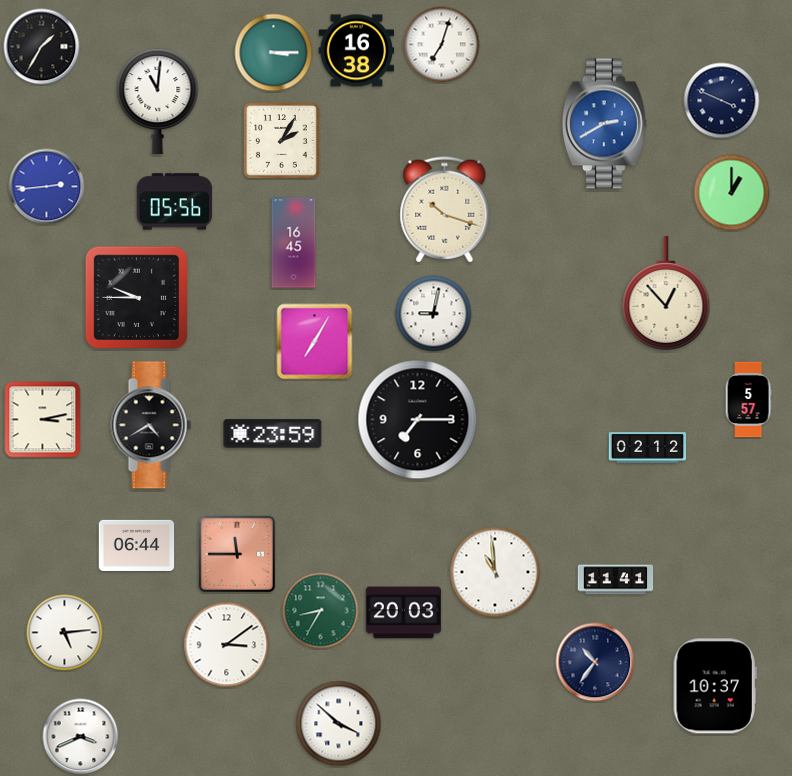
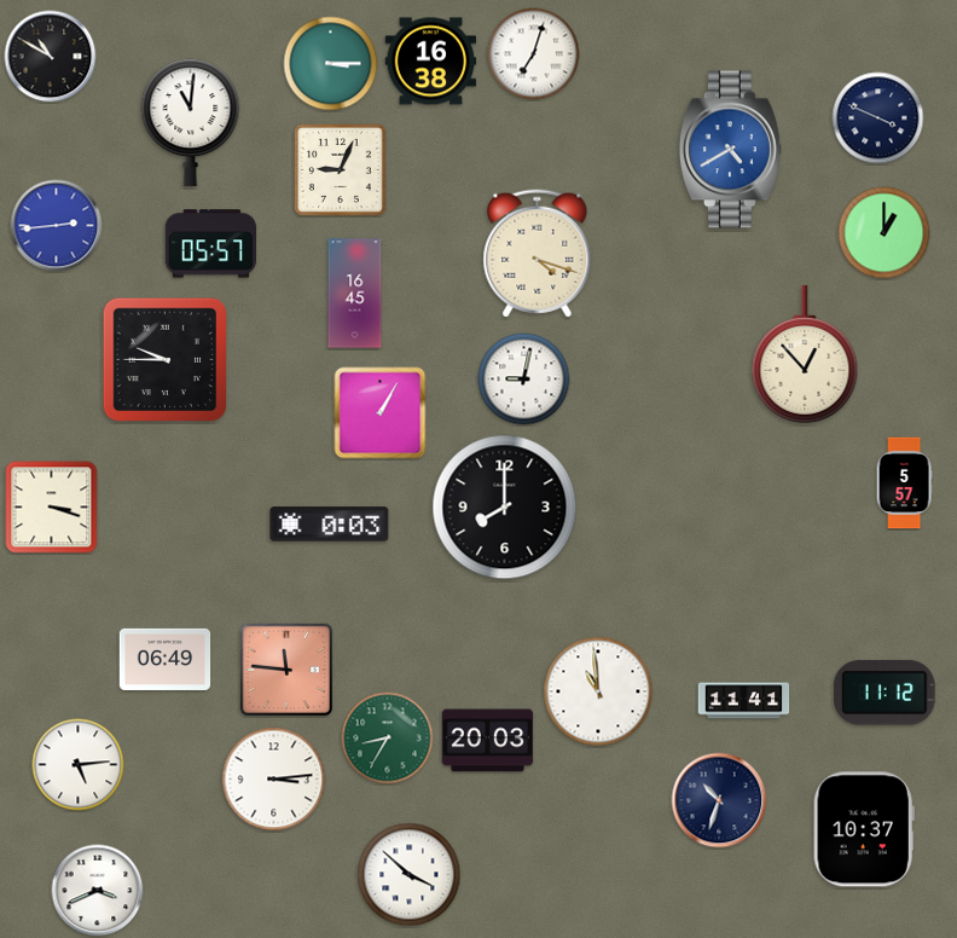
clock at (42, 47): 1:35 -> 10:50
clock at (722, 101) position: (722, 101) -> (878, 118)
clock at (604, 124): 2:40 -> 4:40
clock at (281, 140): 2:05 -> 9:04
clock at (175, 202): 05:56 -> 05:57
clock at (445, 210): 10:18 -> 4:18
clock at (315, 342): 7:05 -> 1:05
clock at (43, 420): 3:13 -> 3:18
clock at (418, 420): 7:15 -> 8:00
clock at (151, 425): 4:40 -> none
clock at (273, 434): 23:59 -> 0:03
clock at (647, 448): 02:12 -> none
clock at (137, 545): 06:44 -> 06:49
clock at (237, 554): 11:45 -> 11:46
clock at (884, 693): none -> 11:12
clock at (227, 645): 3:09 -> 3:14
clock at (595, 662): 10:36 -> 10:33
